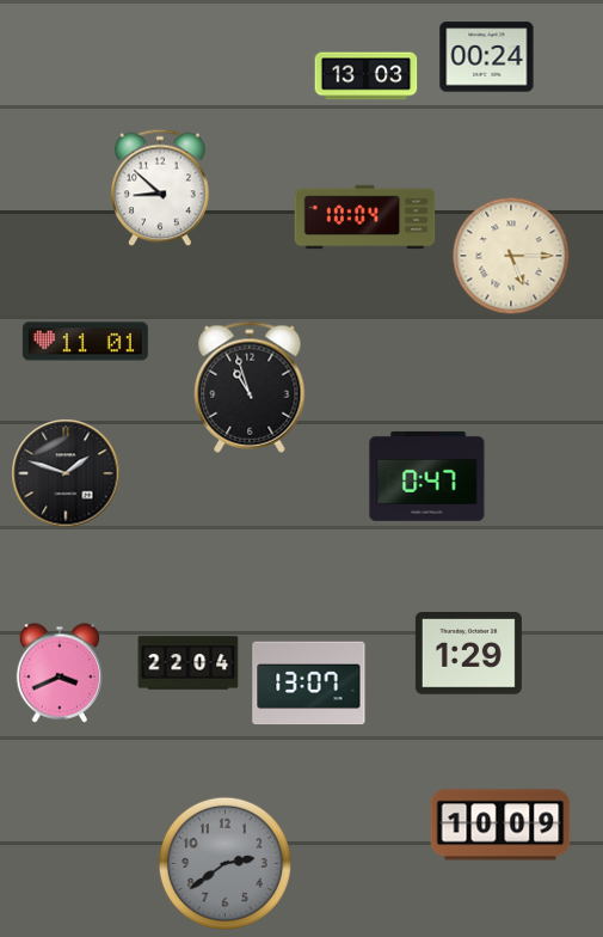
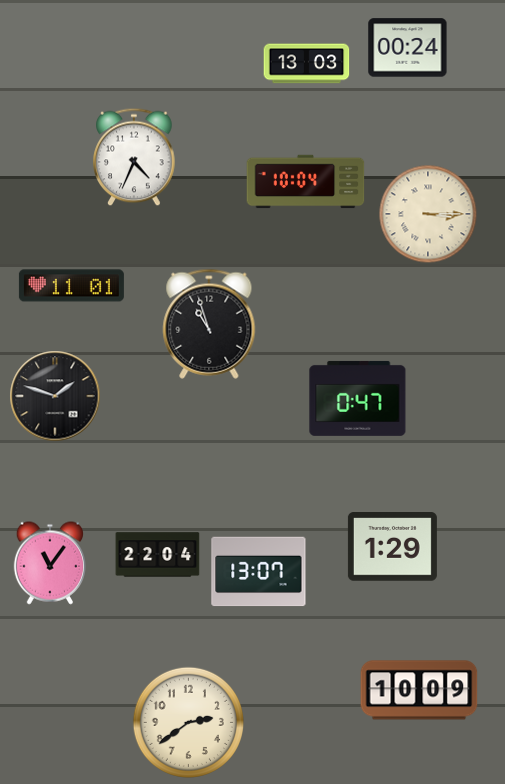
clock at (160, 188): 8:52 -> 4:34
clock at (511, 256): 5:15 -> 3:15
clock at (59, 673): 3:41 -> 11:06
clock at (224, 863) dial: grey -> cream
